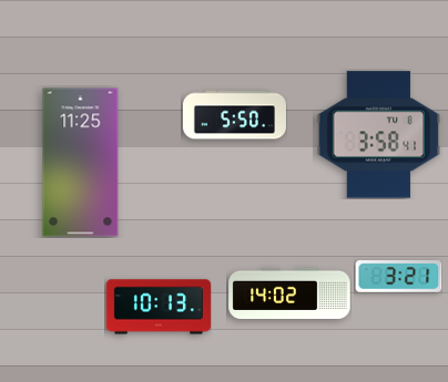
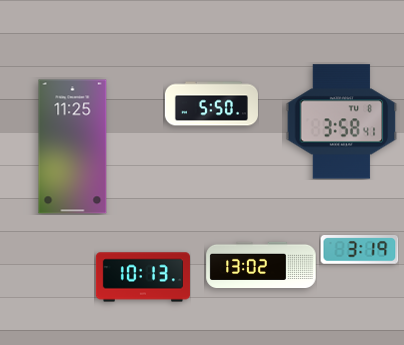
clock at (398, 277): 3:21 -> 3:19
clock at (289, 292): 14:02 -> 13:02
